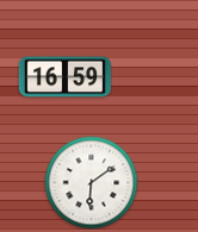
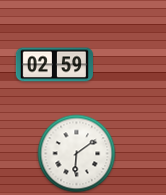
clock at (64, 77): 16:59 -> 02:59
